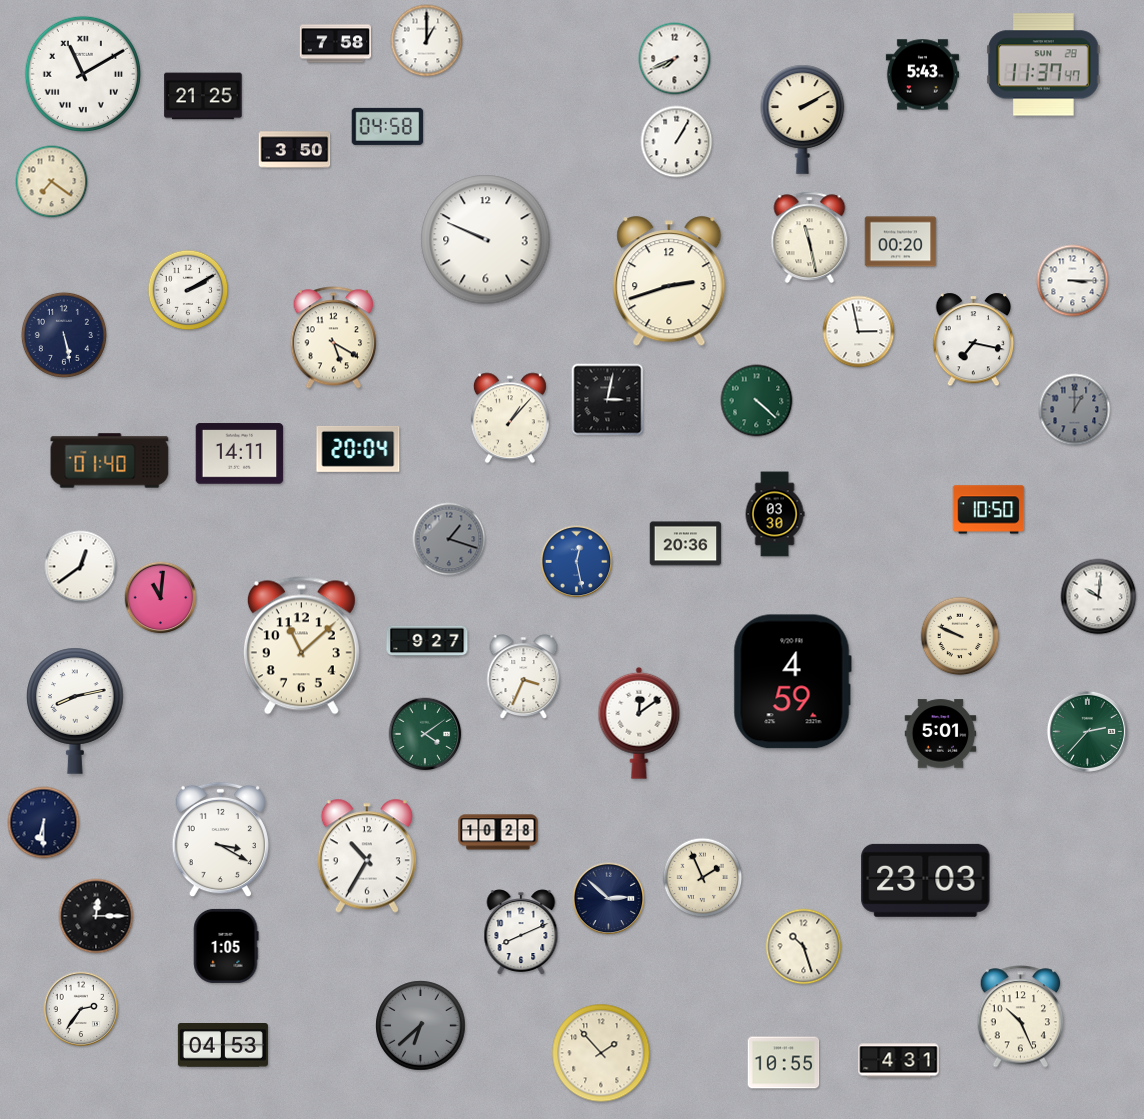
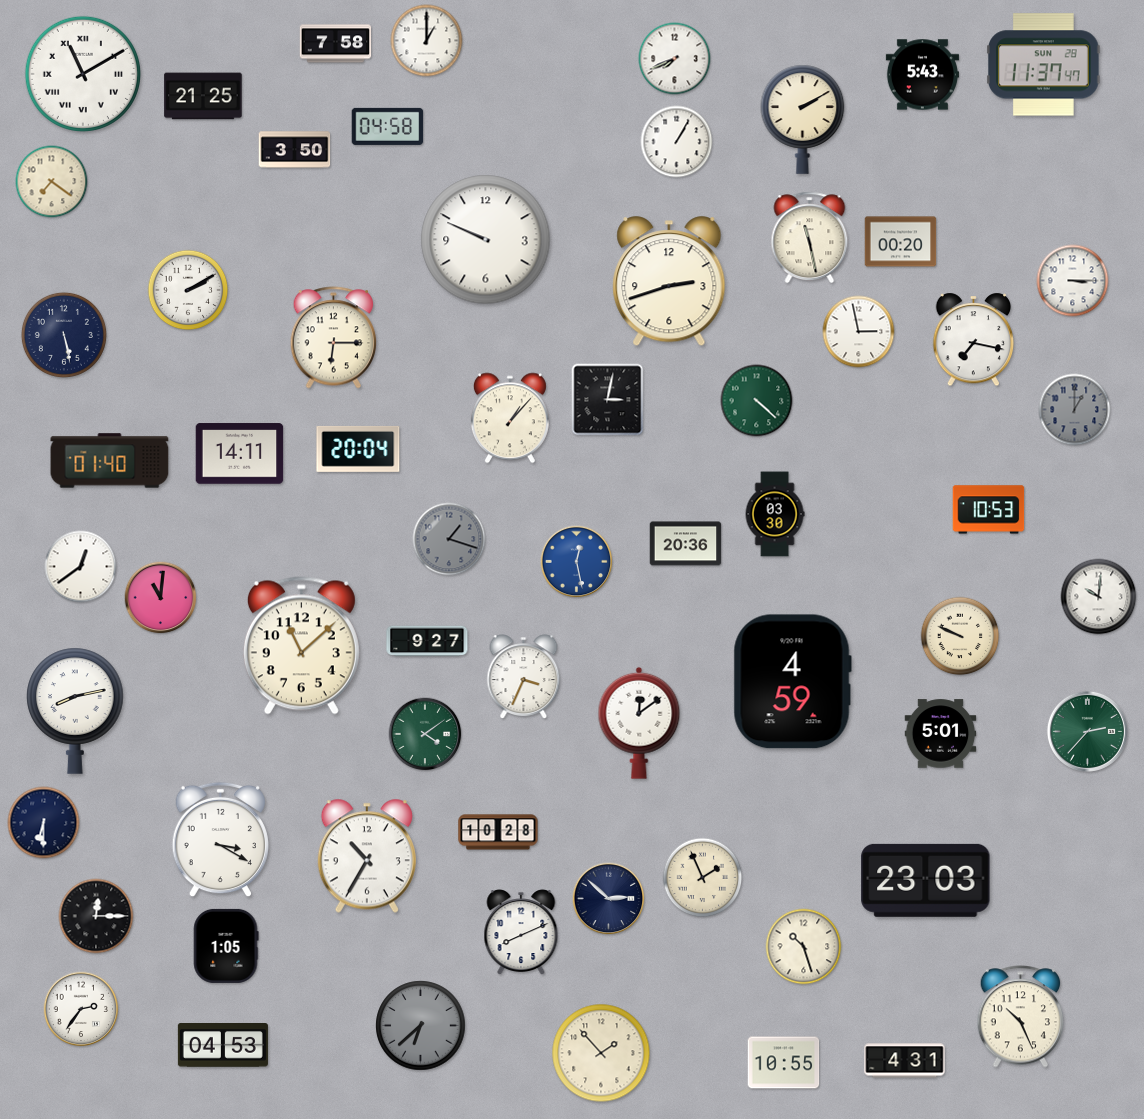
clock at (334, 338): 5:20 -> 6:15
clock at (989, 510): 10:50 -> 10:53
clock at (899, 1061) position: (899, 1061) -> (905, 1061)
